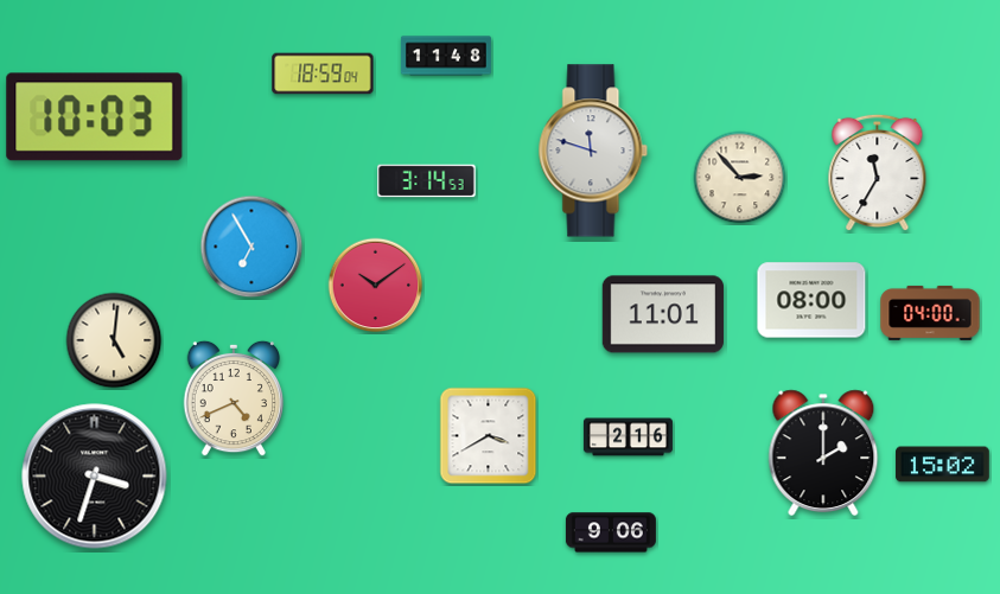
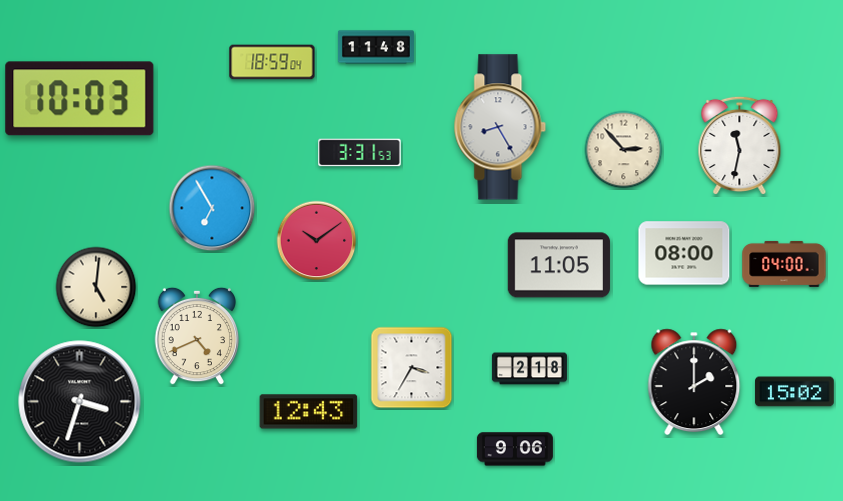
clock at (593, 151): 11:48 -> 8:25
clock at (878, 173): 11:35 -> 11:32
clock at (427, 181): 3:14 -> 3:31
clock at (663, 314): 11:01 -> 11:05
clock at (489, 436): 3:40 -> 3:35
clock at (628, 437): 2:16 -> 2:18
clock at (309, 412): none -> 12:43
